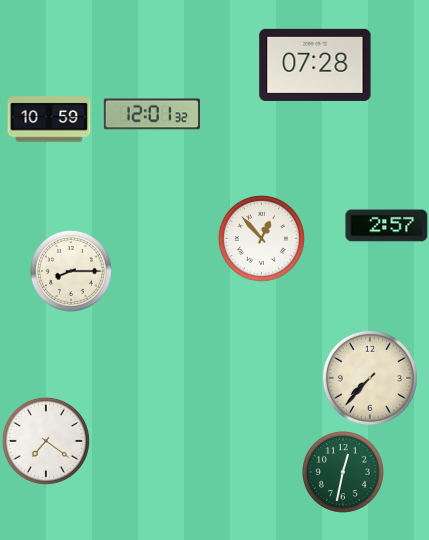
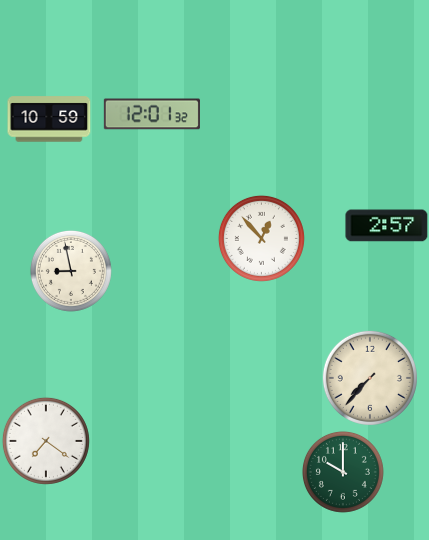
clock at (315, 65): 07:28 -> none
clock at (71, 271): 8:15 -> 8:58
clock at (343, 472): 12:32 -> 10:00
